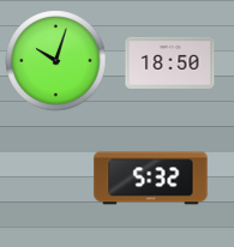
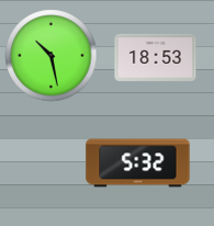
clock at (56, 61): 10:03 -> 10:28
clock at (170, 62): 18:50 -> 18:53
